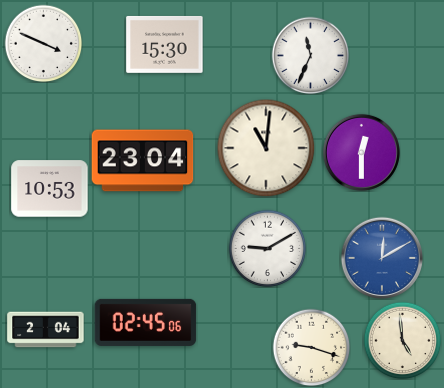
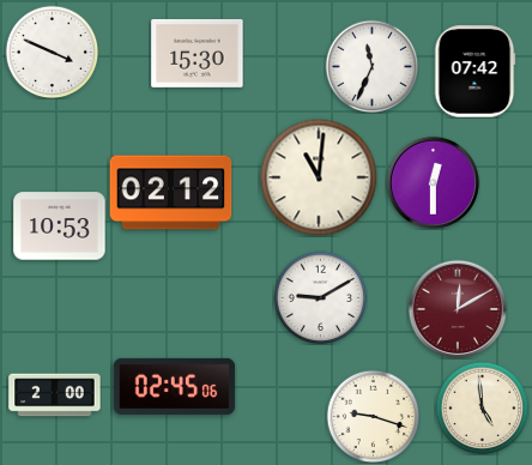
clock at (474, 72): none -> 07:42
clock at (143, 161): 23:04 -> 02:12
clock at (381, 257) dial: blue -> burgundy
clock at (46, 330): 2:04 -> 2:00
